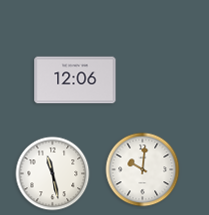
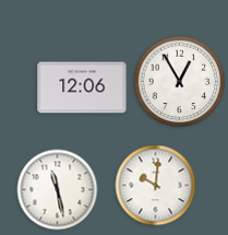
clock at (180, 82): none -> 12:55
